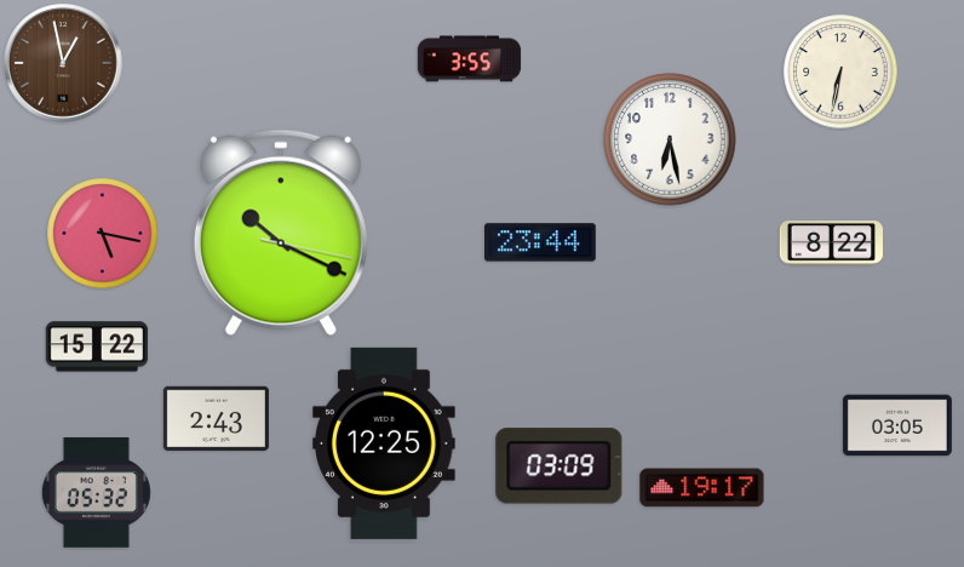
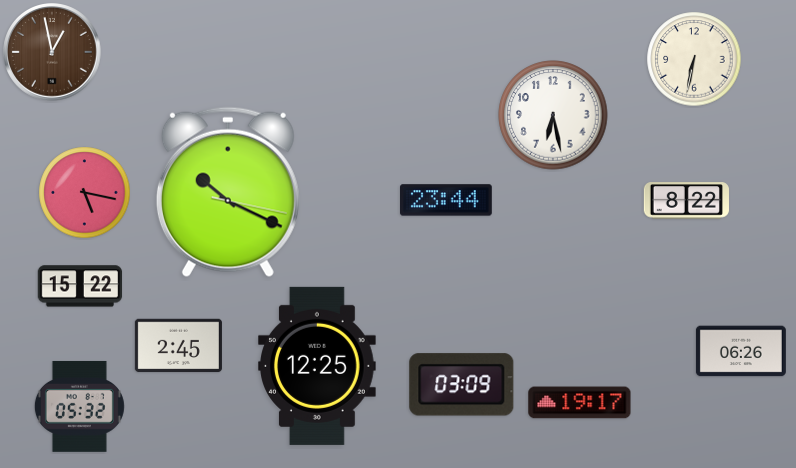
clock at (469, 59): 3:55 -> none
clock at (281, 233) position: (281, 233) -> (228, 192)
clock at (216, 419): 2:43 -> 2:45
clock at (897, 425): 03:05 -> 06:26
